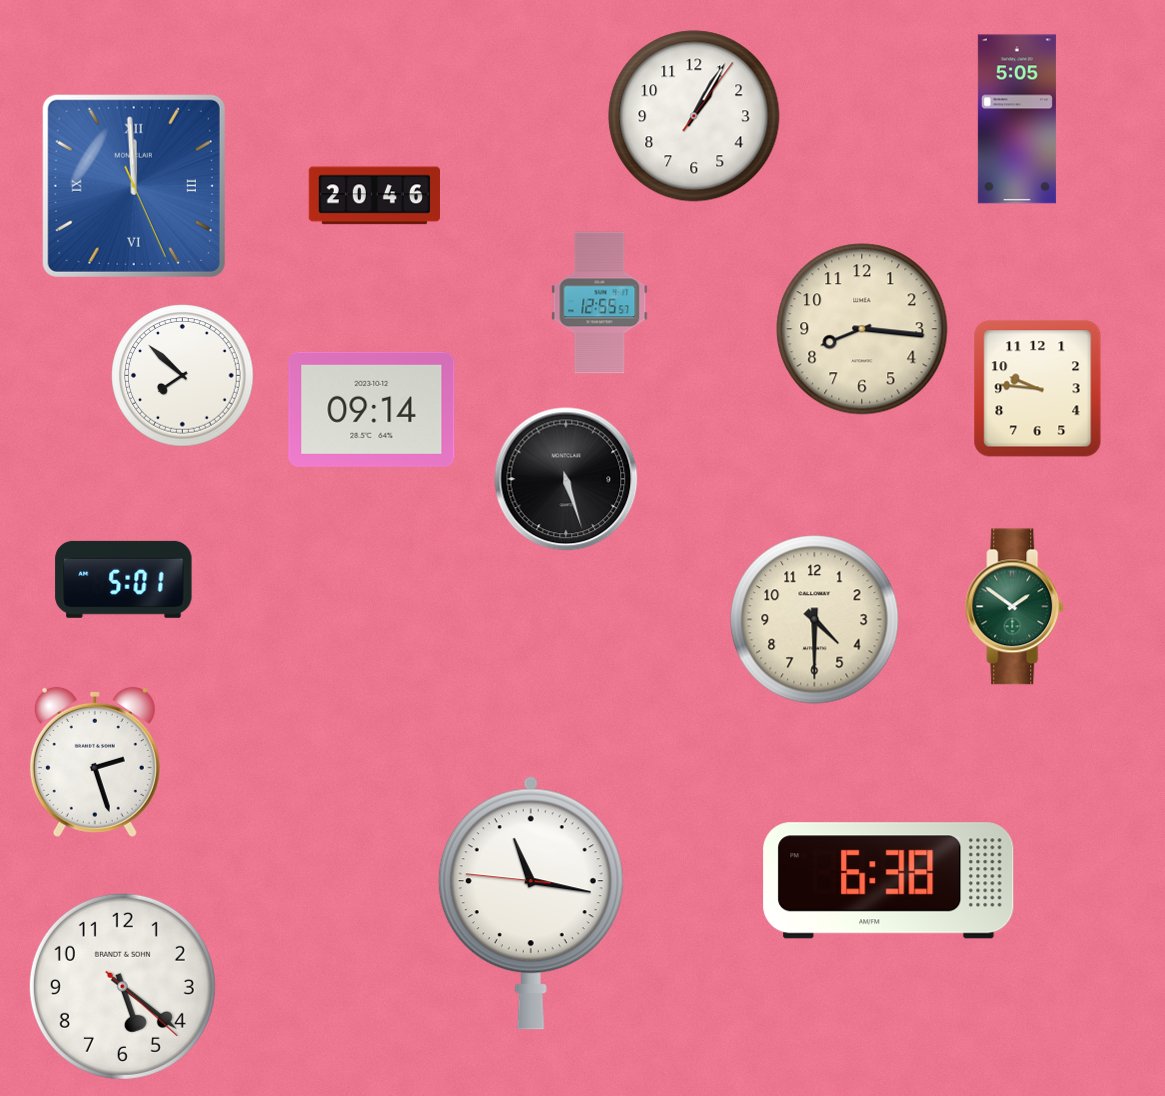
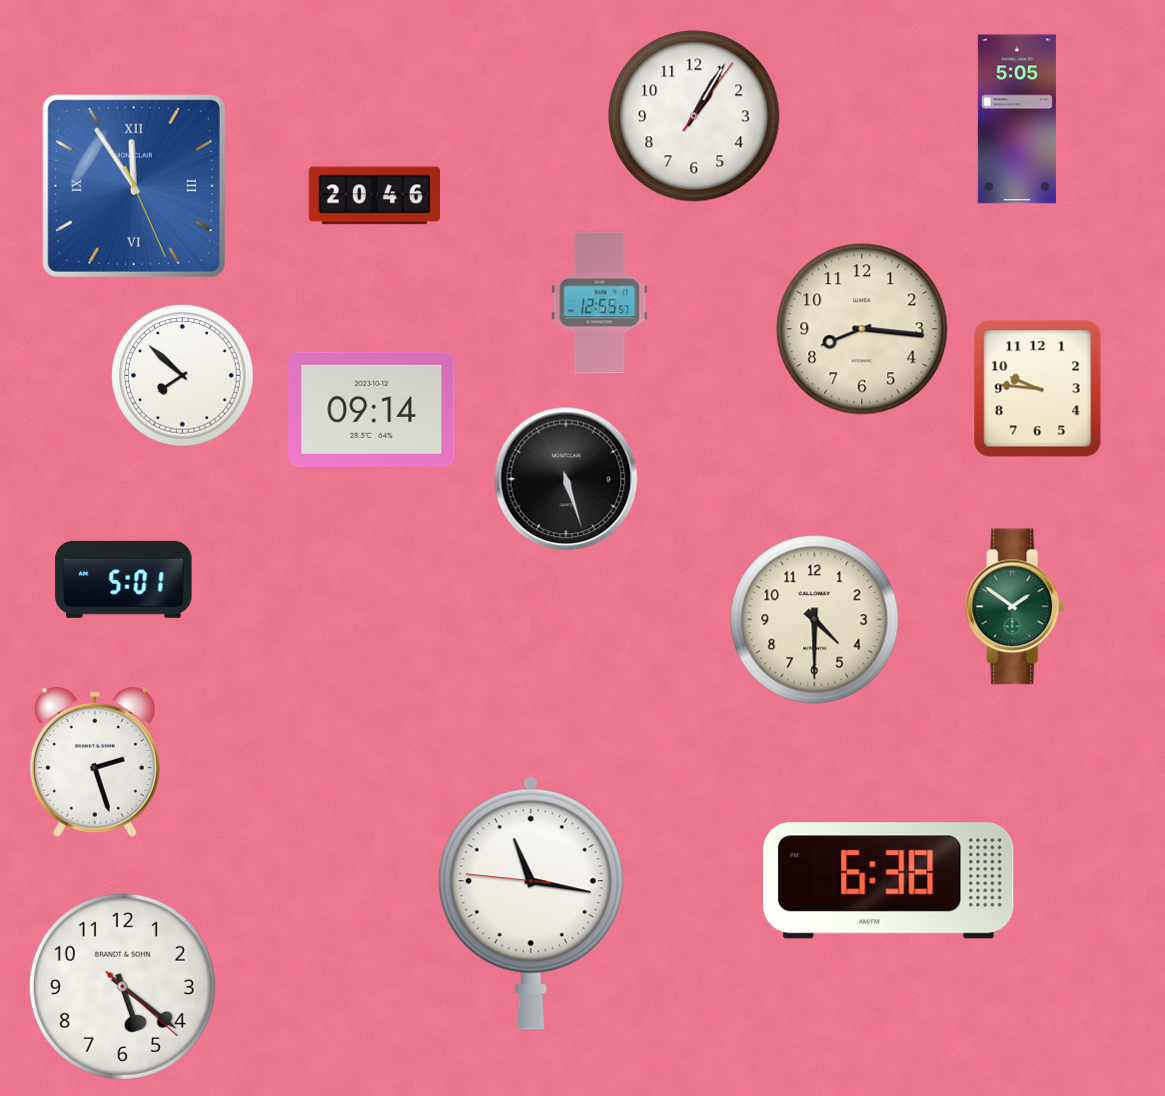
clock at (134, 186): 11:59 -> 11:54
